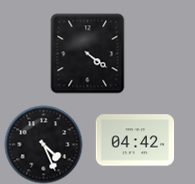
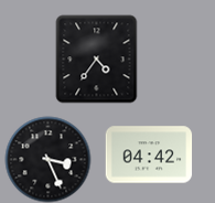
clock at (88, 53): 4:21 -> 4:36
clock at (43, 144): 4:26 -> 3:26
